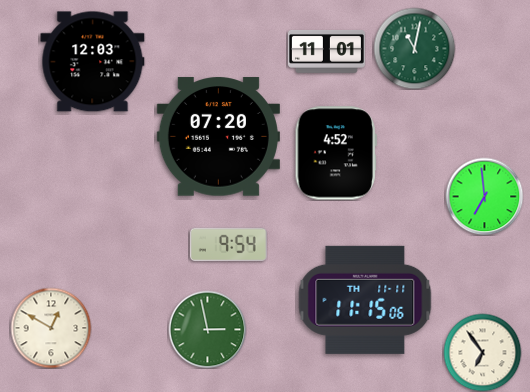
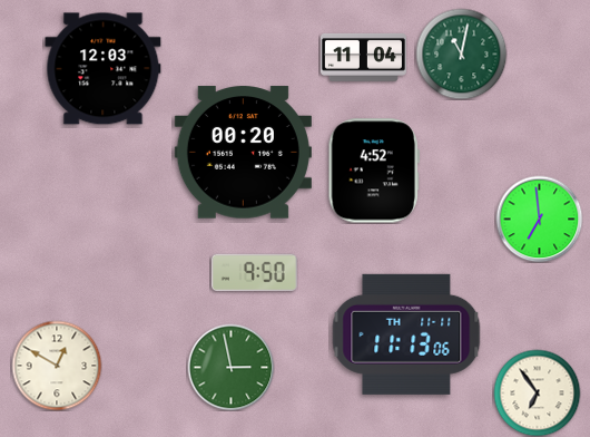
clock at (326, 51): 11:01 -> 11:04
clock at (218, 137): 07:20 -> 00:20
clock at (228, 245): 9:54 -> 9:50
clock at (365, 300): 11:15 -> 11:13
